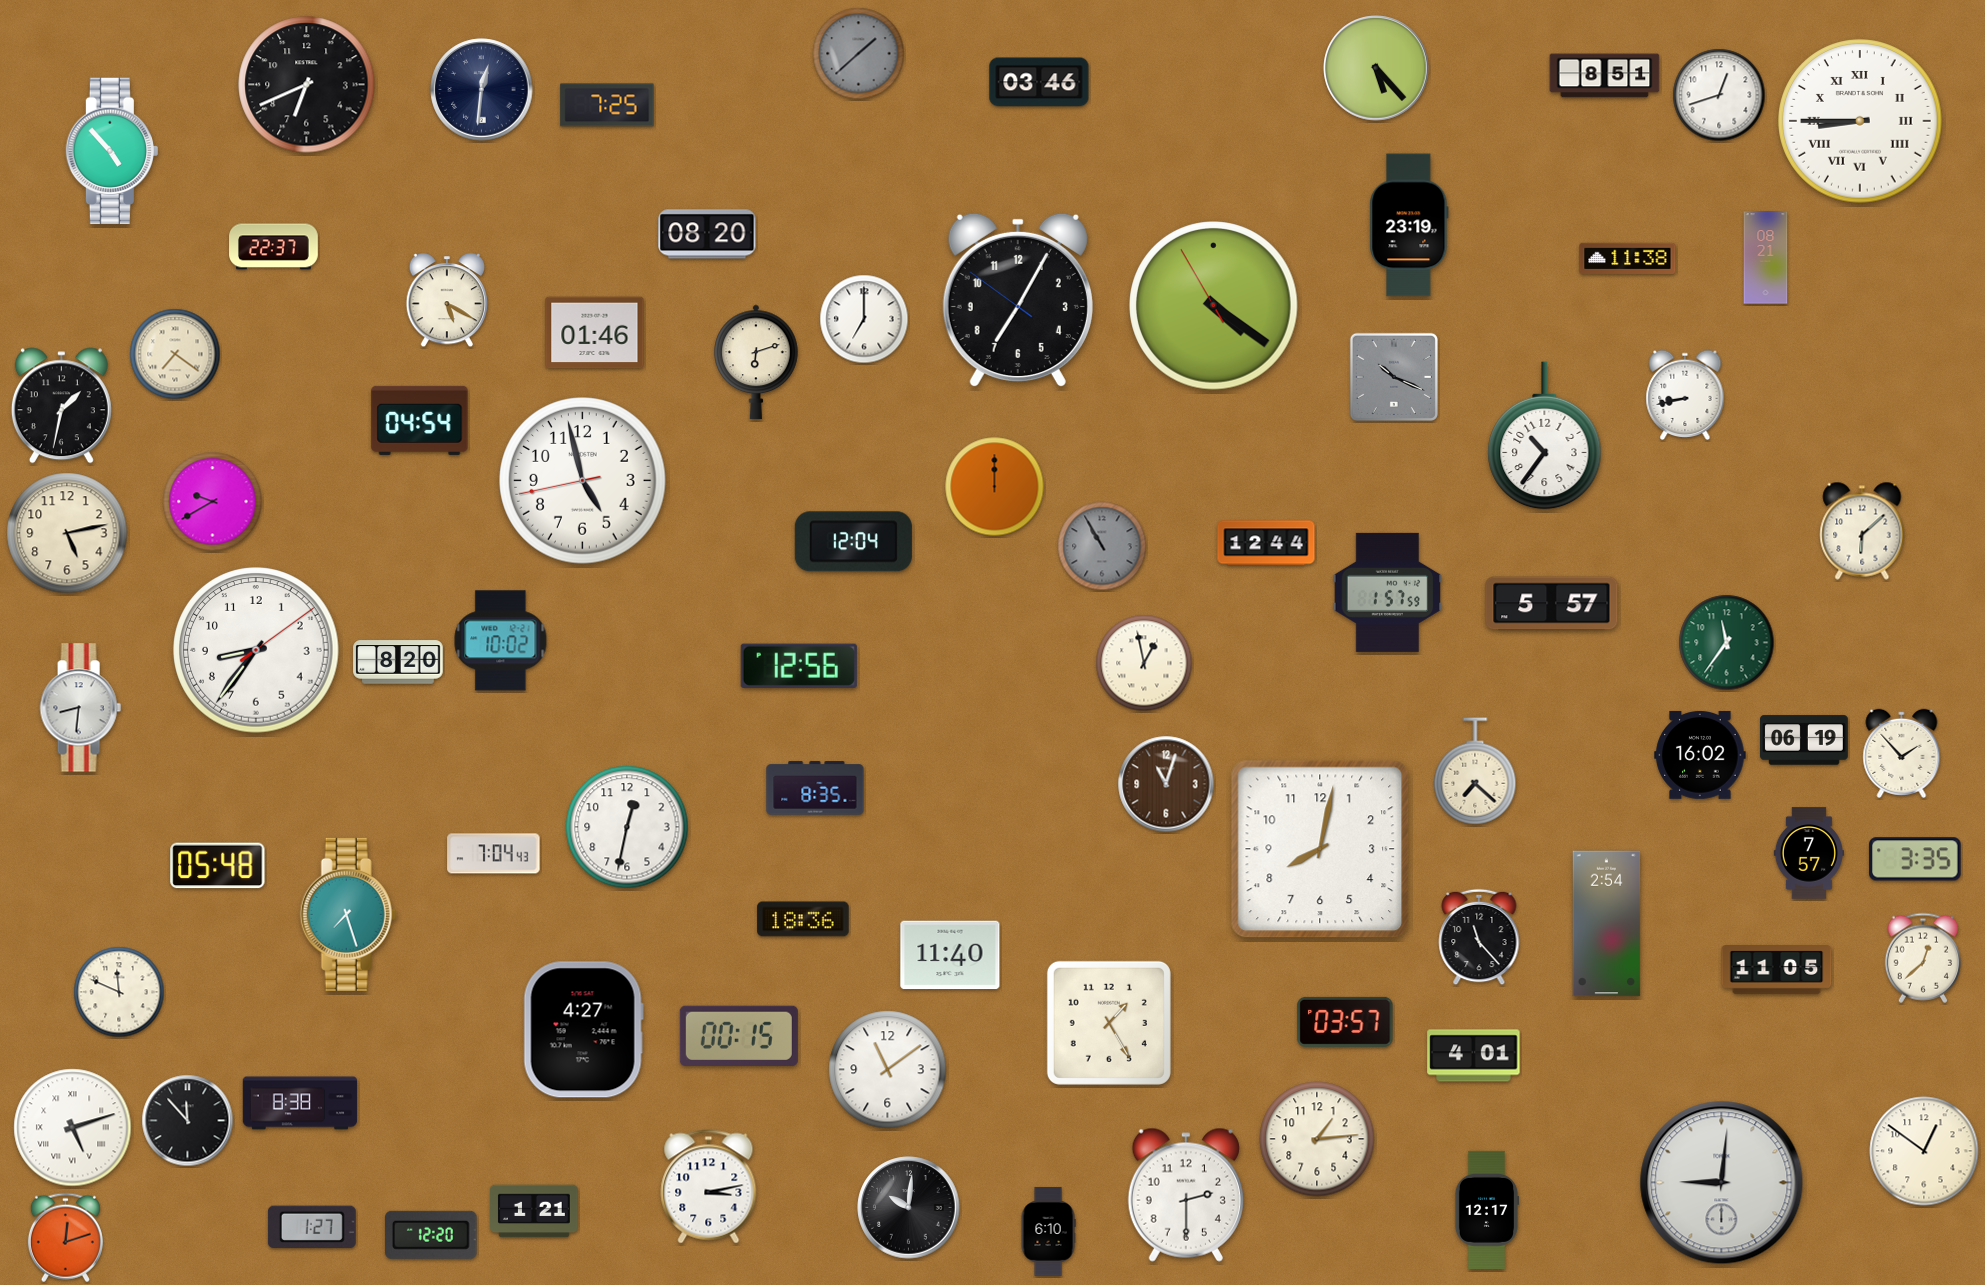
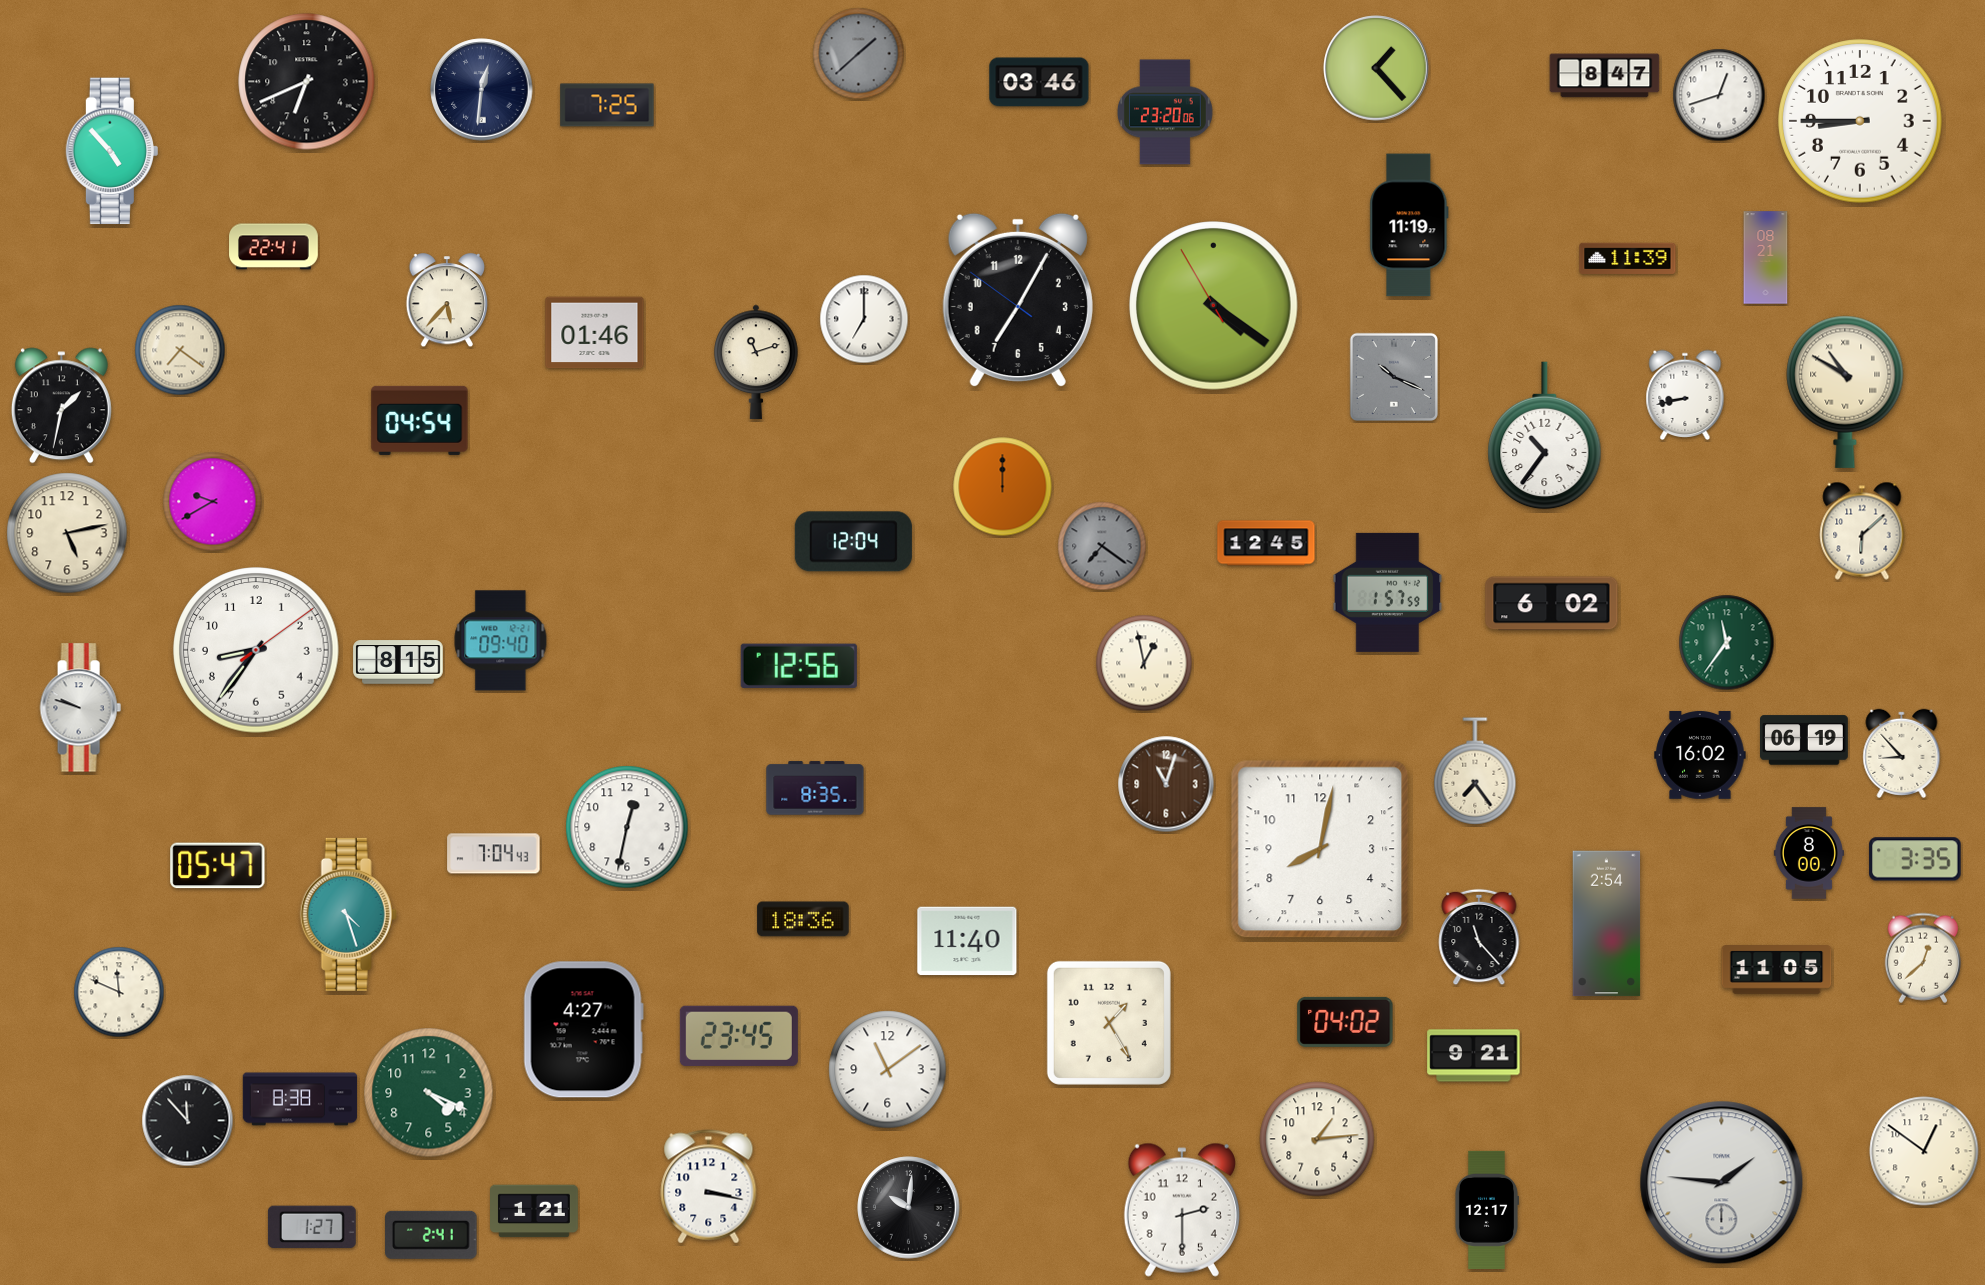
clock at (1376, 68): 5:23 -> 1:23
clock at (1605, 76): 8:51 -> 8:47
clock at (307, 85) position: (307, 85) -> (307, 82)
clock at (1165, 112): none -> 23:20
clock at (1860, 121) numerals: Roman -> Arabic
clock at (1409, 225): 23:19 -> 11:19
clock at (707, 234): 08:20 -> none
clock at (274, 247): 22:37 -> 22:41
clock at (1628, 258): 11:38 -> 11:39
clock at (447, 301): 5:20 -> 5:37
clock at (175, 354) position: (175, 354) -> (180, 350)
clock at (756, 362): 6:12 -> 11:12
clock at (1845, 392): none -> 10:50
clock at (583, 481): 4:57 -> none
clock at (995, 487) position: (995, 487) -> (1003, 487)
clock at (1266, 543): 12:44 -> 12:45
clock at (1102, 546): 10:55 -> 7:21
clock at (1552, 604): 5:57 -> 6:02
clock at (501, 641): 10:02 -> 09:40
clock at (398, 662): 8:20 -> 8:15
clock at (80, 708): 8:31 -> 9:48
clock at (1902, 753): 1:53 -> 8:53
clock at (1475, 771): 7:22 -> 7:24
clock at (1809, 853): 7:57 -> 8:00
clock at (218, 866): 05:48 -> 05:47
clock at (348, 914): 7:27 -> 4:27
clock at (950, 955) position: (950, 955) -> (967, 941)
clock at (1345, 1022): 03:57 -> 04:02
clock at (739, 1036): 00:15 -> 23:45
clock at (1474, 1056): 4:01 -> 9:21
clock at (429, 1093): none -> 4:19
clock at (300, 1103) position: (300, 1103) -> (300, 1099)
clock at (73, 1128): 5:12 -> none
clock at (1722, 1183): 9:01 -> 1:46
clock at (709, 1187): 3:13 -> 3:17
clock at (1186, 1195) position: (1186, 1195) -> (1182, 1210)
clock at (1048, 1232): 6:10 -> none
clock at (431, 1235): 12:20 -> 2:41
clock at (65, 1238): 12:12 -> none
